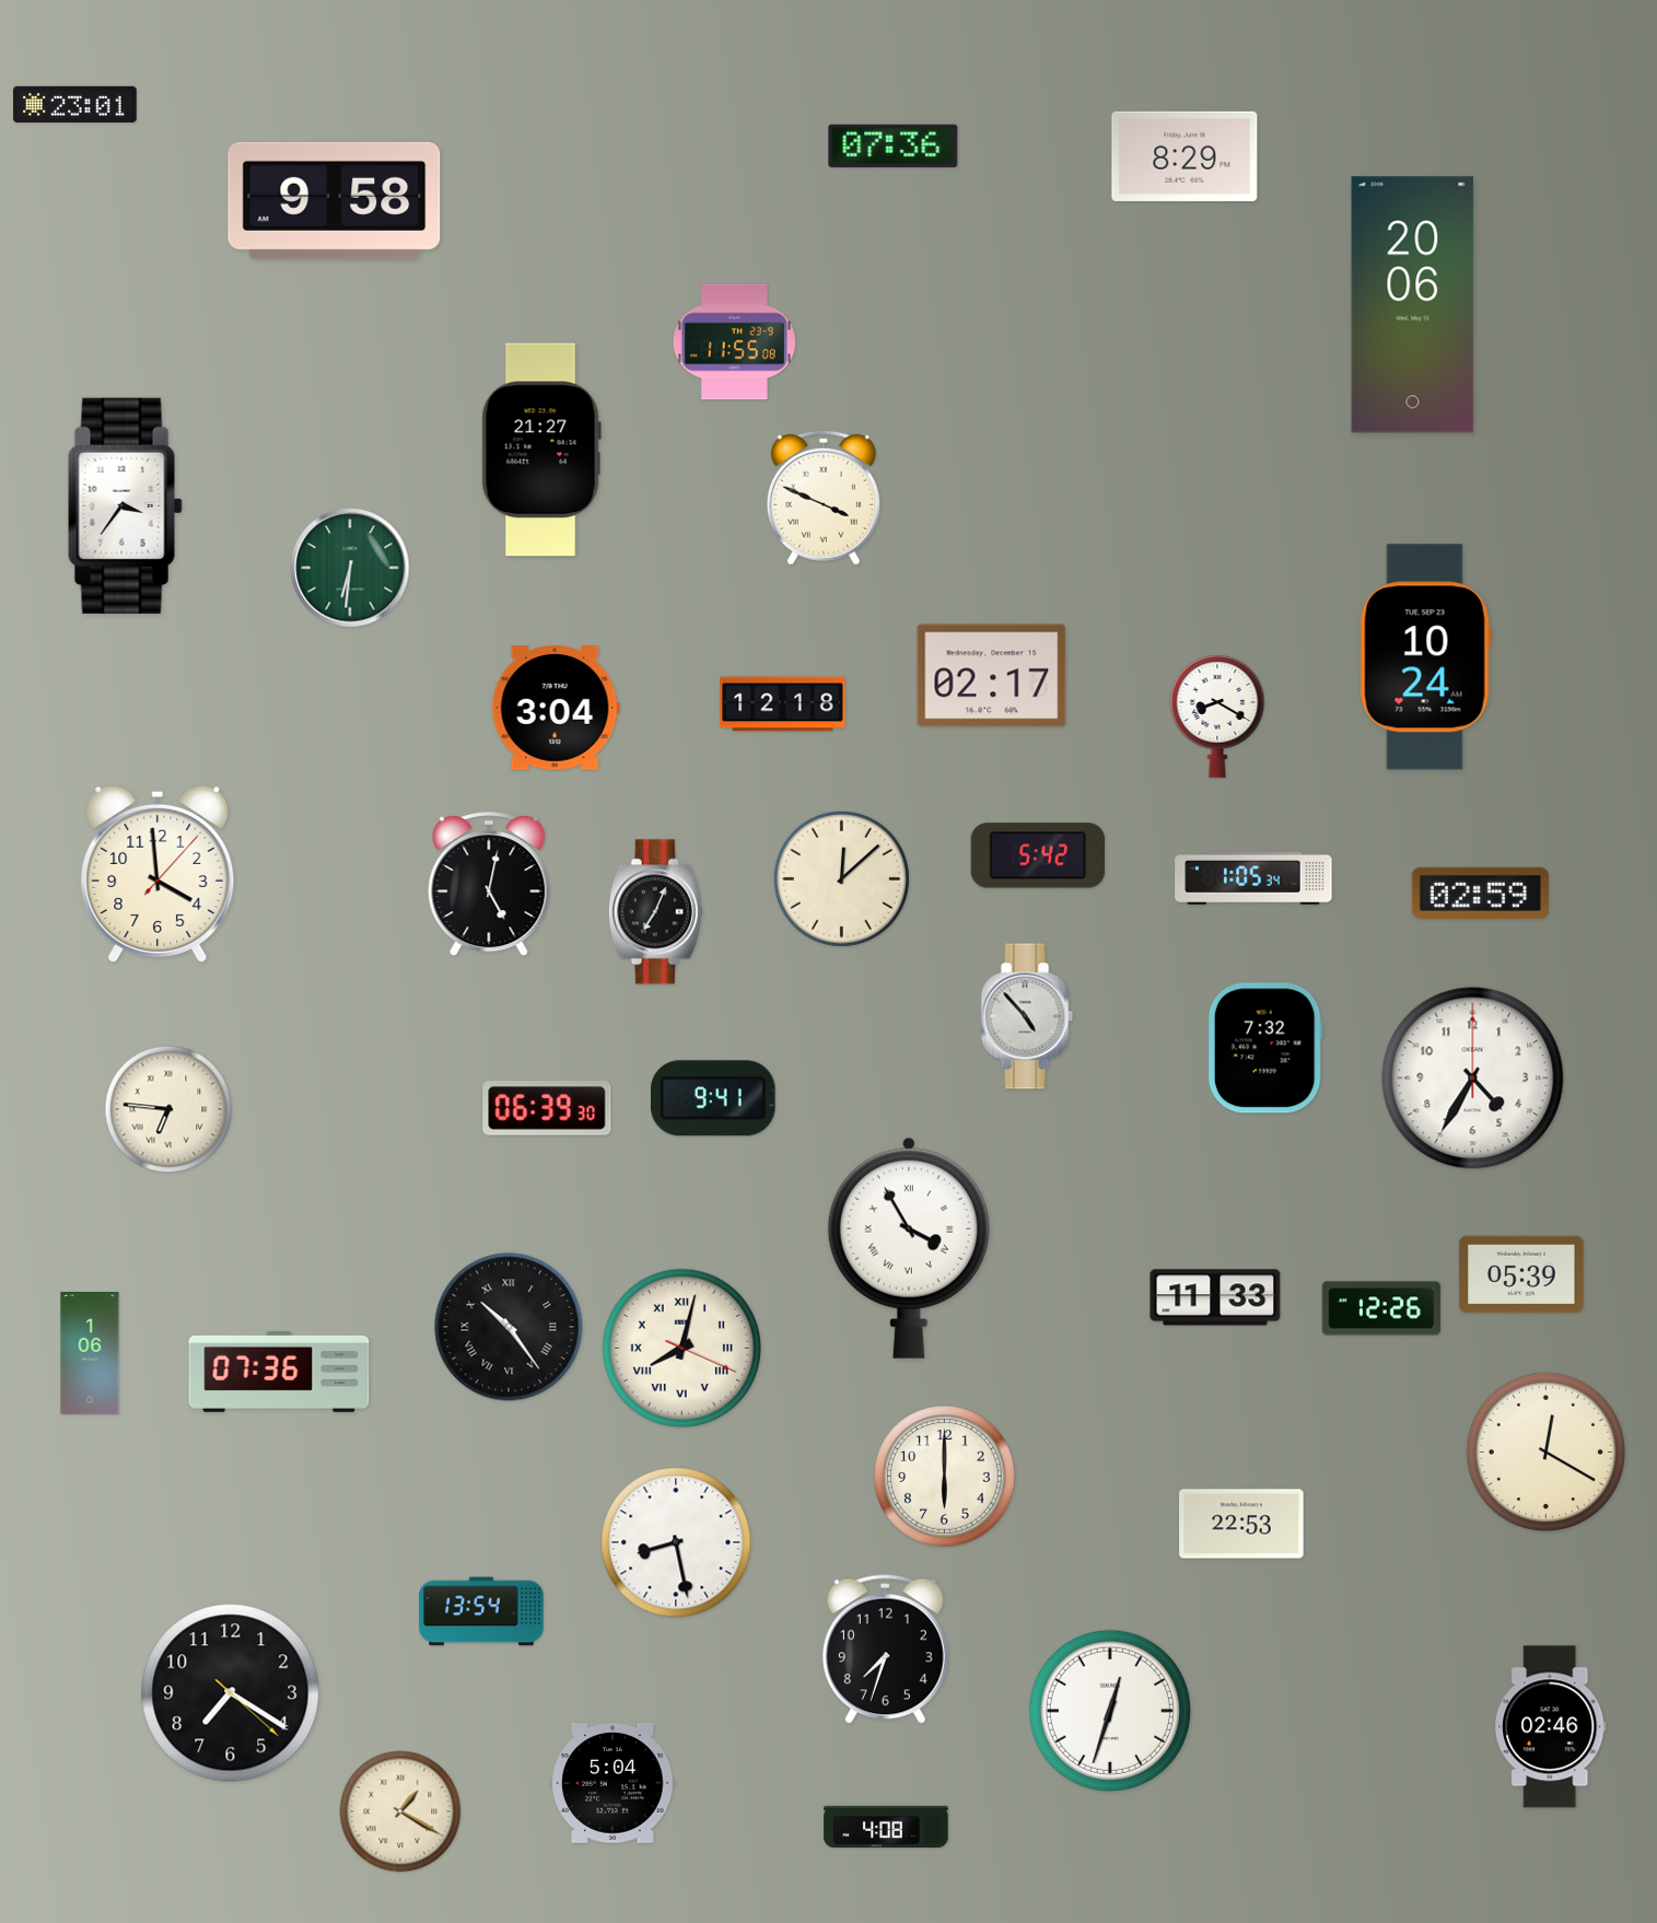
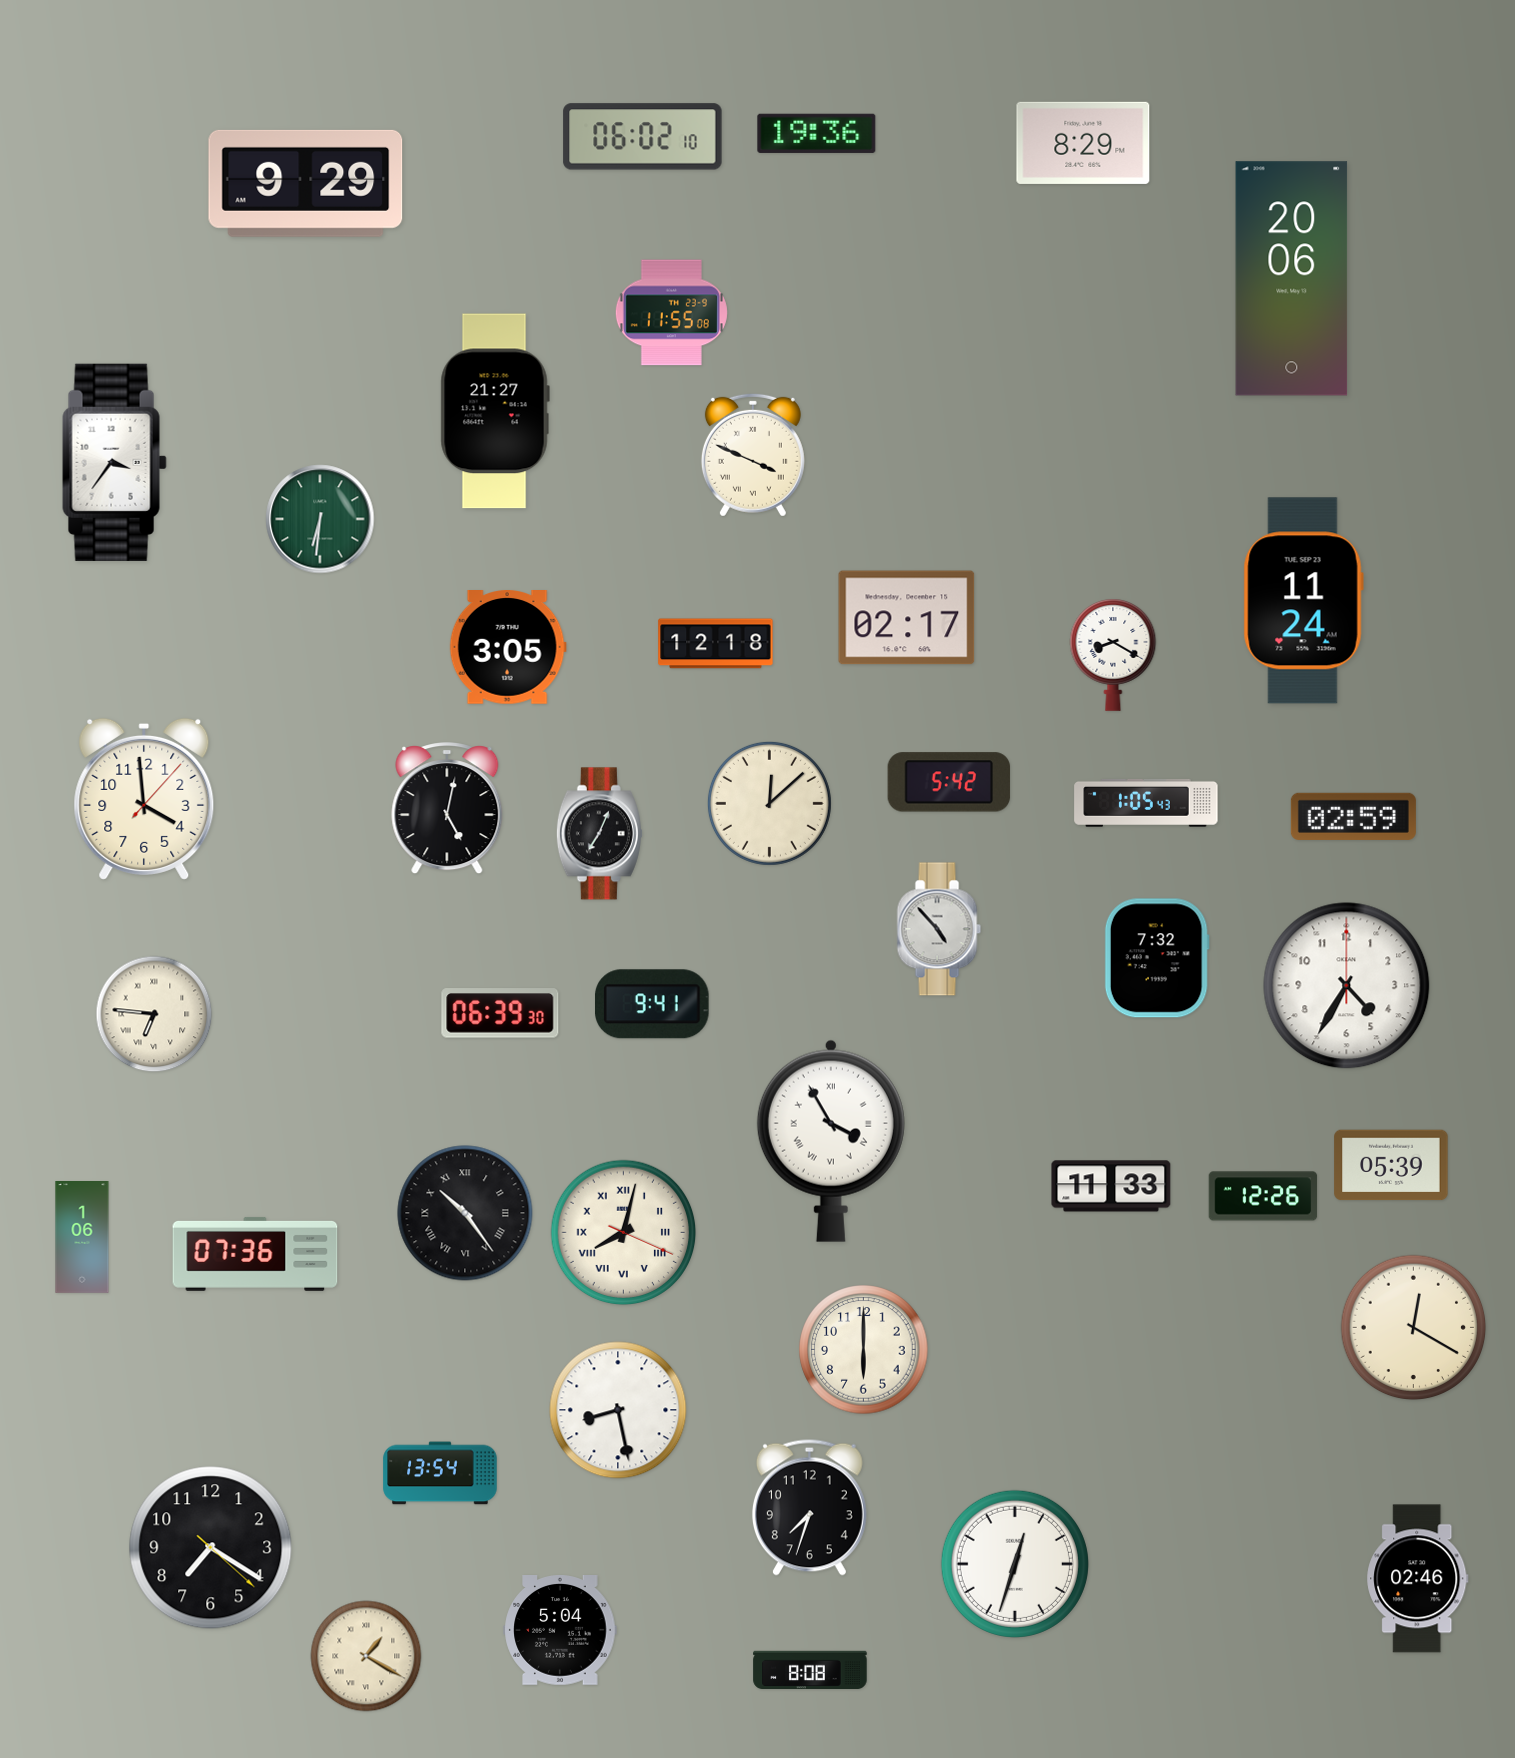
clock at (75, 104): 23:01 -> none
clock at (894, 145): 07:36 -> 19:36
clock at (643, 137): none -> 06:02
clock at (335, 200): 9:58 -> 9:29
clock at (1425, 657): 10:24 -> 11:24
clock at (556, 709): 3:04 -> 3:05
clock at (1253, 878): 1:05:34 -> 1:05:43
clock at (1241, 1524): 22:53 -> none
clock at (886, 1826): 4:08 -> 8:08
